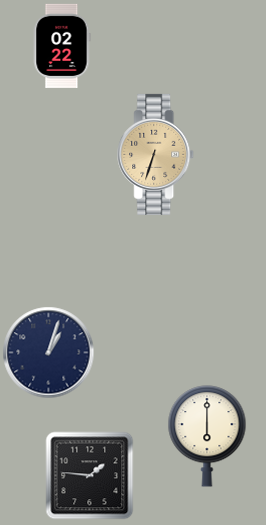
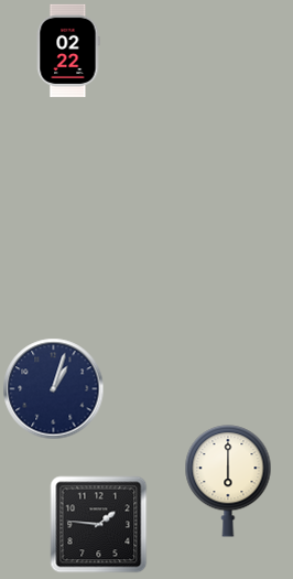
clock at (156, 154): 6:33 -> none
